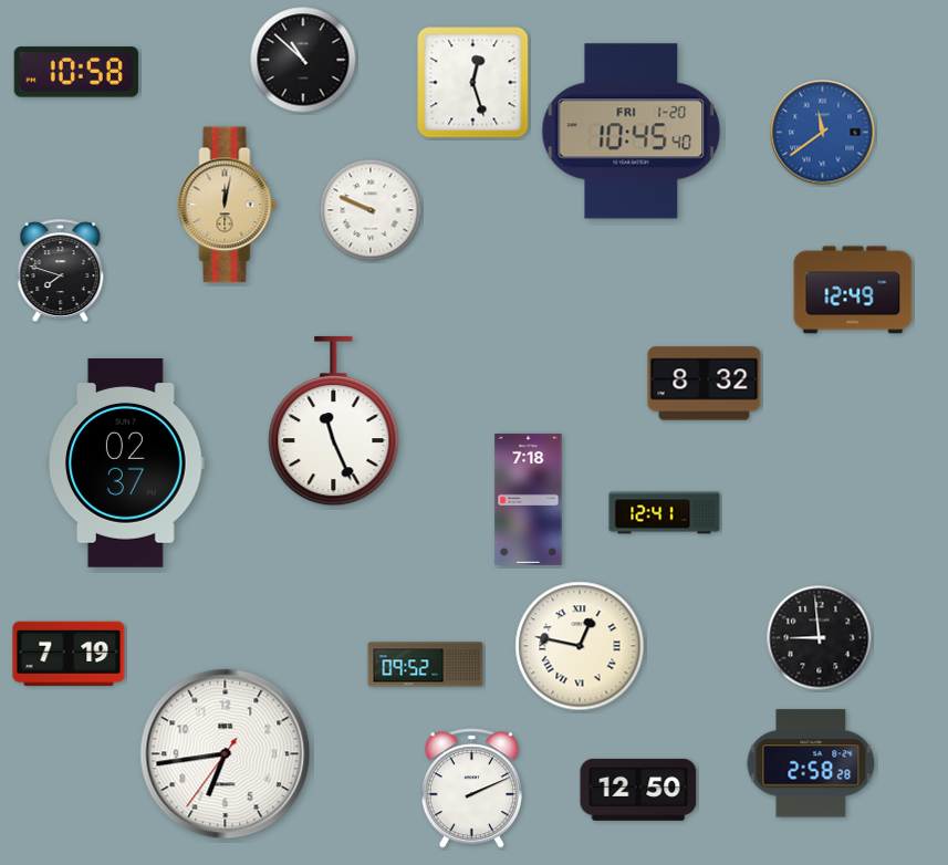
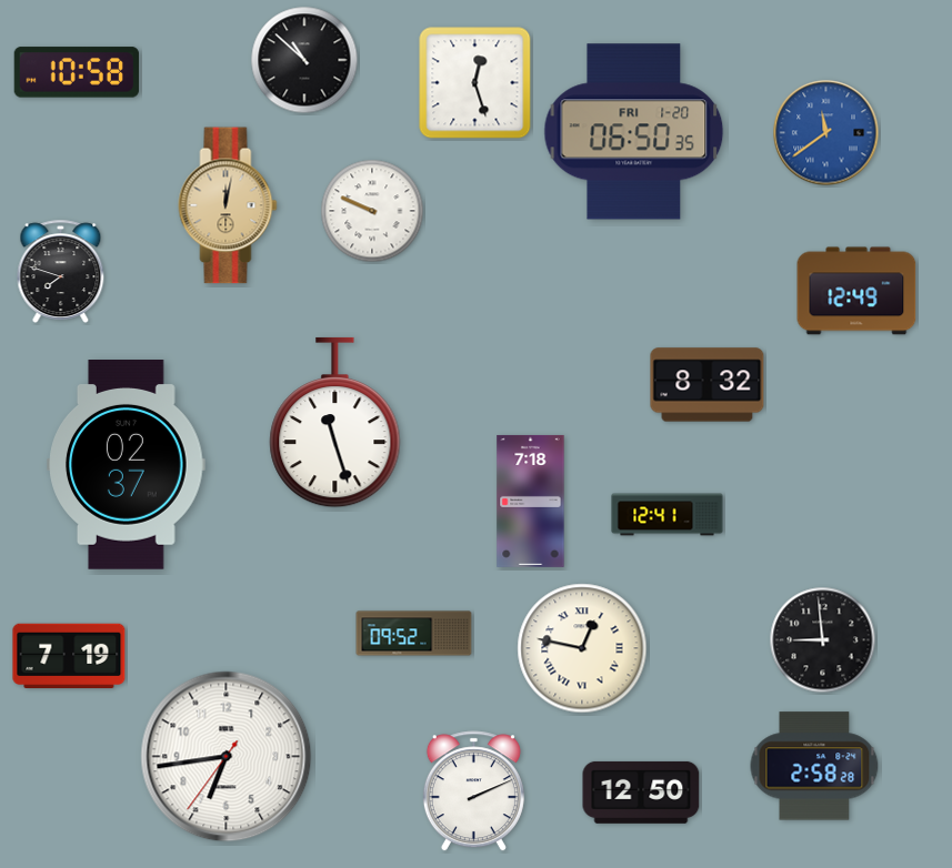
clock at (632, 132): 10:45 -> 06:50
clock at (334, 421): 11:26 -> 11:27
clock at (426, 665) position: (426, 665) -> (414, 634)
